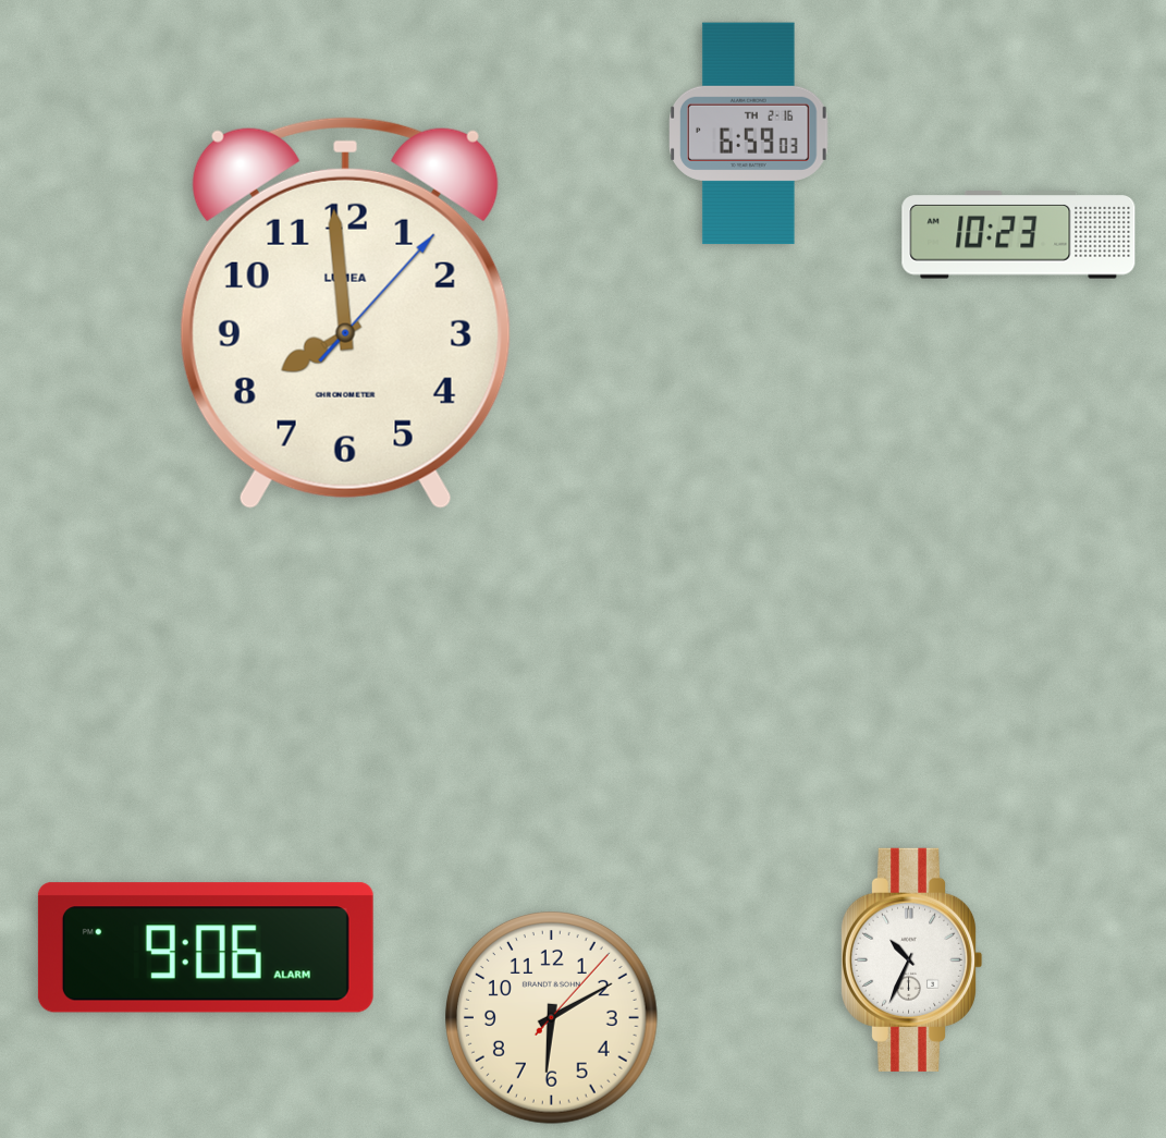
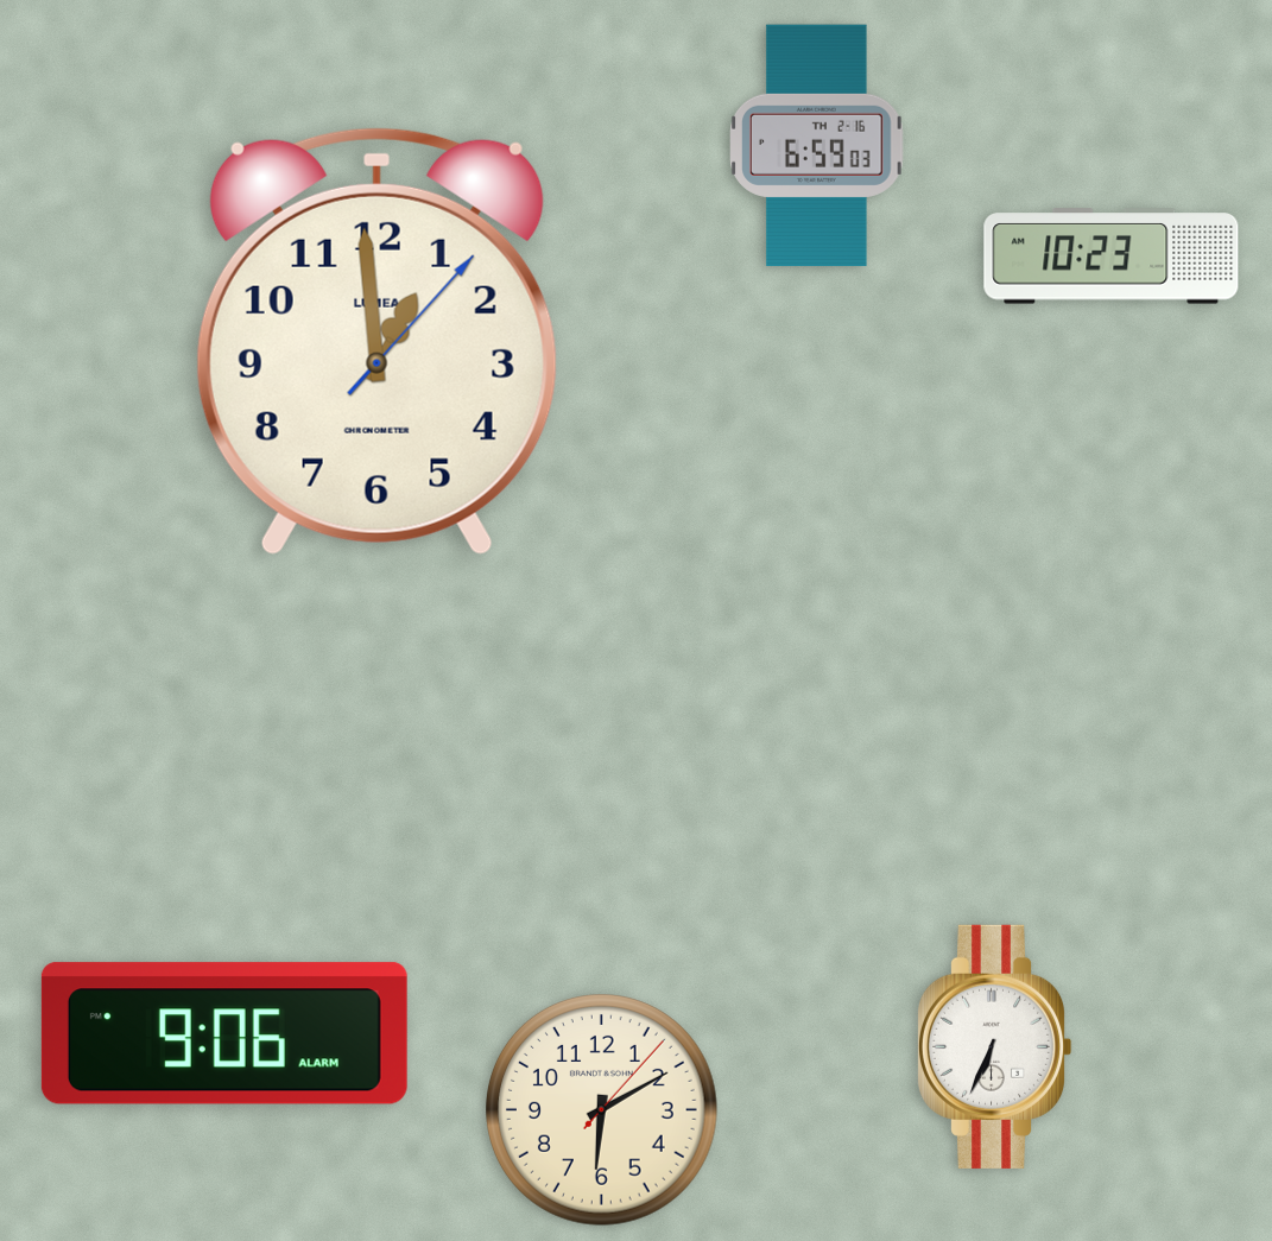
clock at (345, 313): 7:59 -> 12:59
clock at (911, 959): 10:34 -> 6:34
